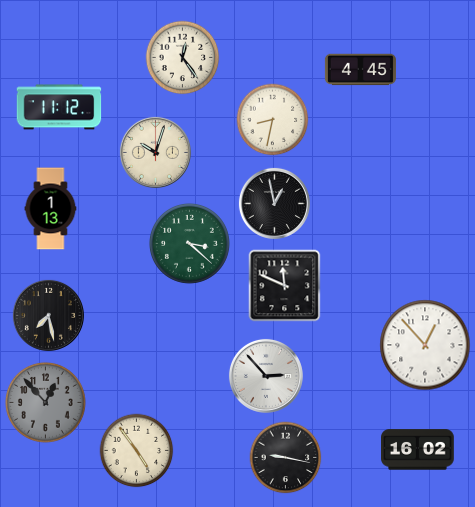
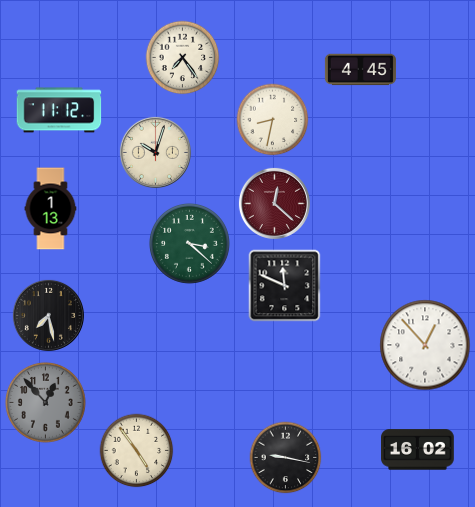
clock at (183, 58): 12:24 -> 7:24
clock at (59, 107) position: (59, 107) -> (59, 110)
clock at (274, 203): 12:58 -> 12:22
clock at (274, 203) dial: black -> burgundy
clock at (266, 376): 2:53 -> none
